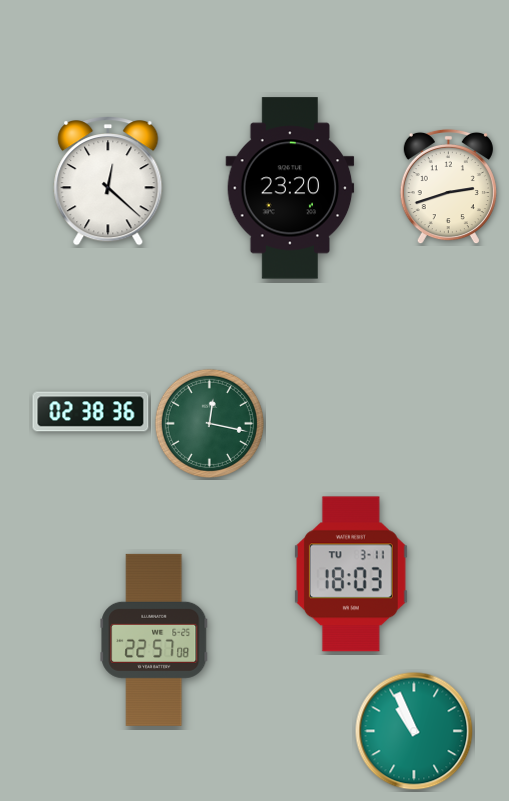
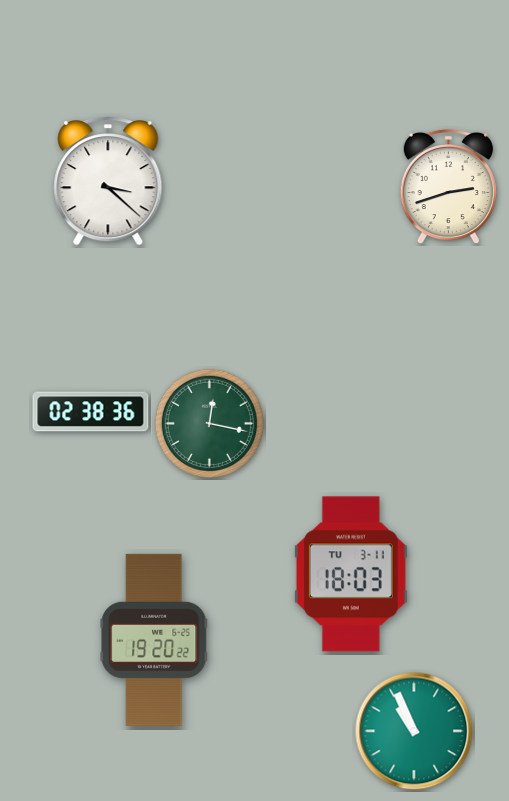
clock at (108, 182): 12:22 -> 3:22
clock at (290, 188): 23:20 -> none
clock at (154, 640): 22:57 -> 19:20
